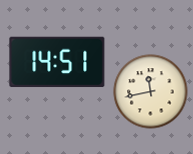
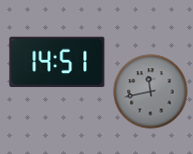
clock at (151, 92) dial: cream -> grey
